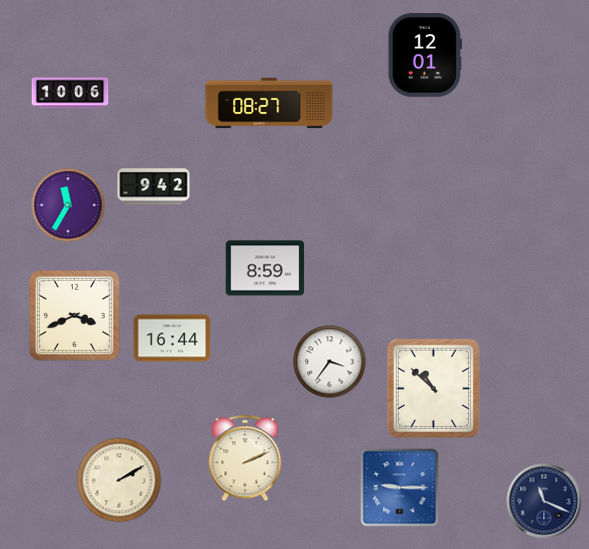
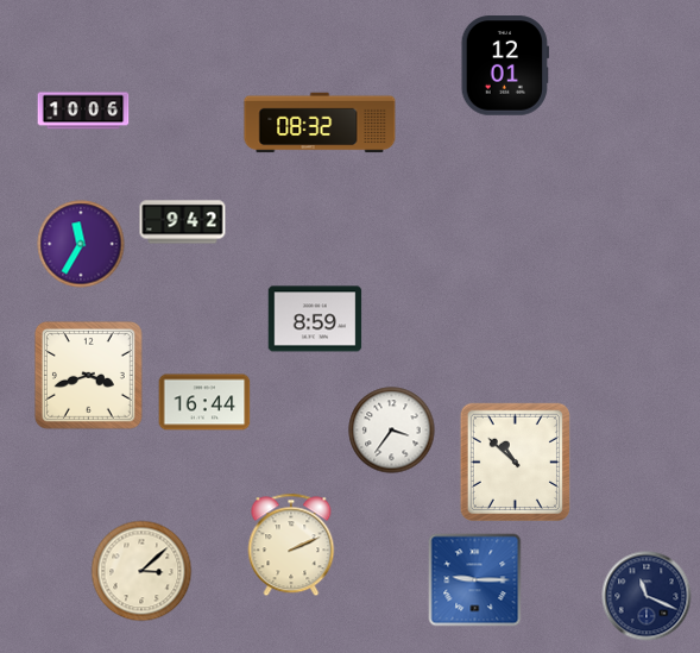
clock at (269, 103): 08:27 -> 08:32
clock at (74, 315): 3:41 -> 3:42
clock at (119, 480): 2:10 -> 3:08
